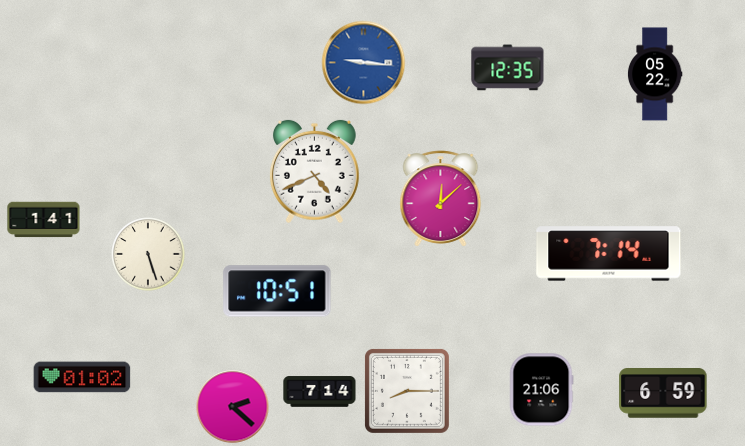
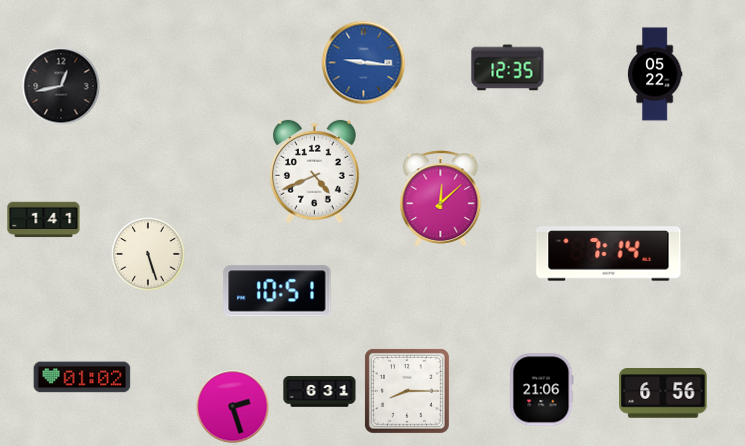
clock at (61, 86): none -> 12:43
clock at (320, 392): 7:14 -> 6:31
clock at (663, 393): 6:59 -> 6:56
clock at (233, 407): 2:22 -> 2:27
